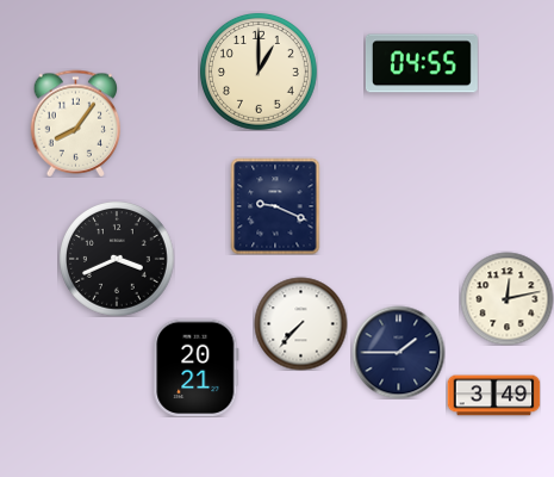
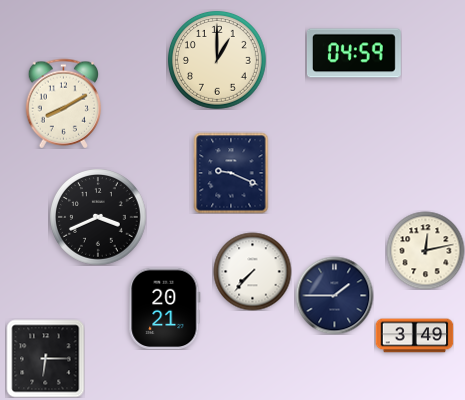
clock at (422, 63): 04:55 -> 04:59
clock at (76, 123): 8:06 -> 8:10
clock at (493, 396) position: (493, 396) -> (414, 336)
clock at (45, 358): none -> 6:15
